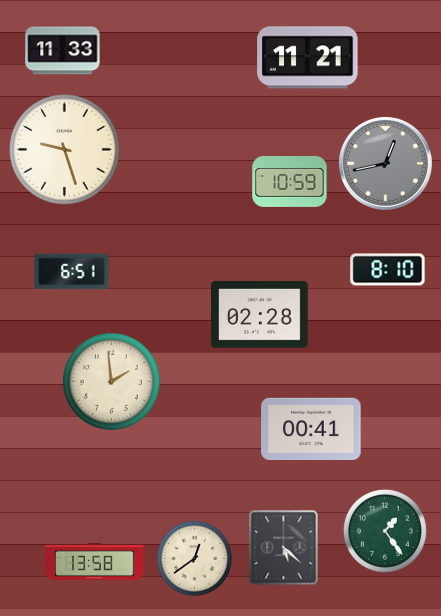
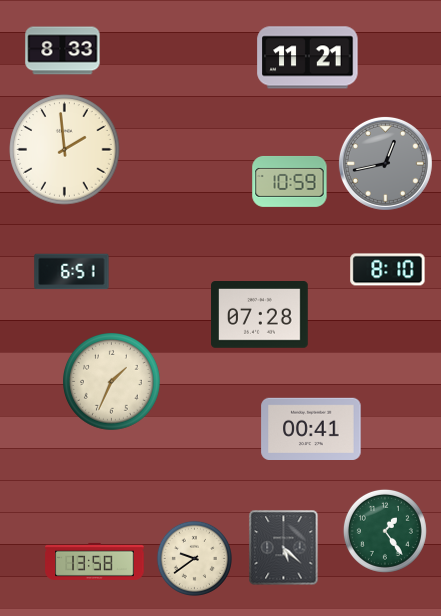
clock at (63, 51): 11:33 -> 8:33
clock at (65, 150): 9:27 -> 1:59
clock at (260, 315): 02:28 -> 07:28
clock at (112, 382): 1:59 -> 1:34
clock at (194, 558): 12:39 -> 9:39
